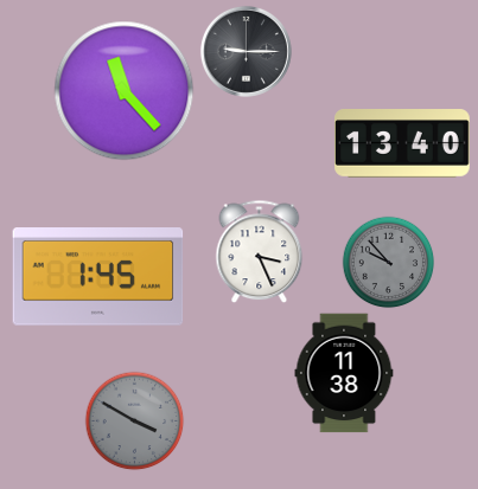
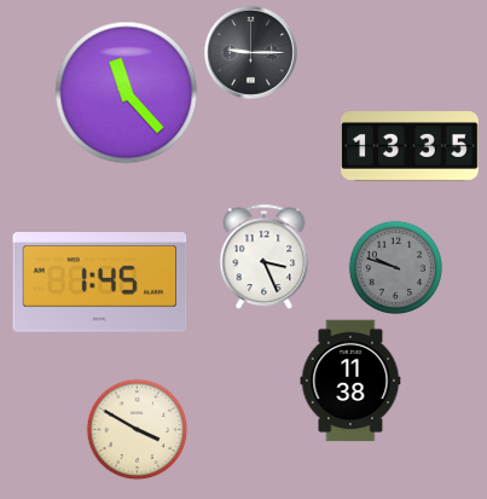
clock at (403, 143): 13:40 -> 13:35
clock at (388, 262): 9:53 -> 9:48
clock at (134, 420) dial: grey -> cream
